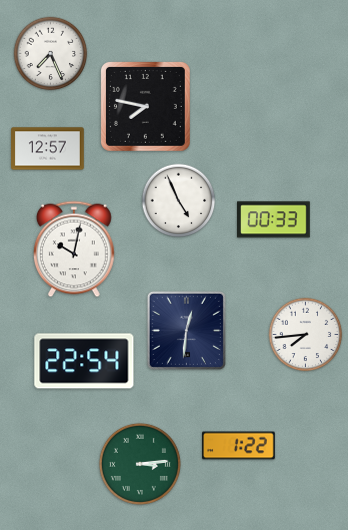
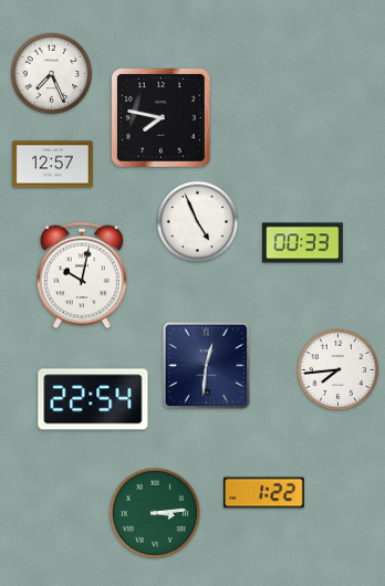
clock at (51, 54) position: (51, 54) -> (52, 74)
